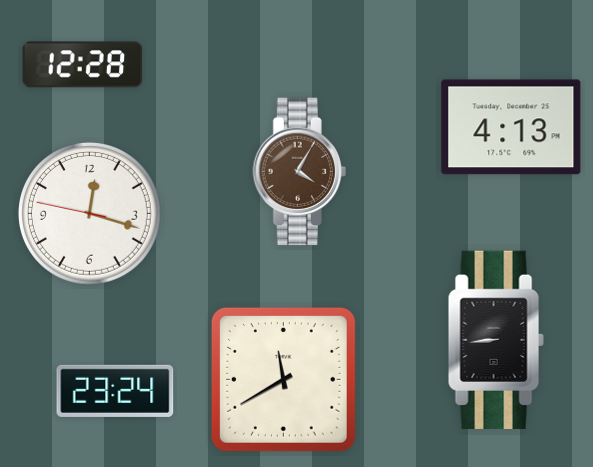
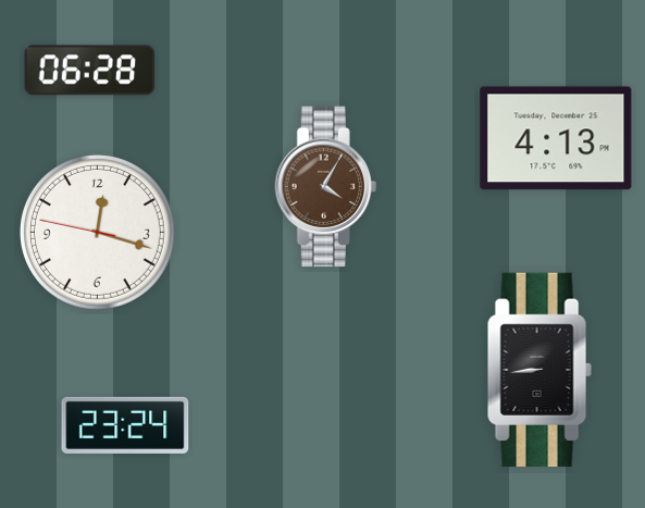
clock at (83, 65): 12:28 -> 06:28
clock at (283, 379): 11:40 -> none
